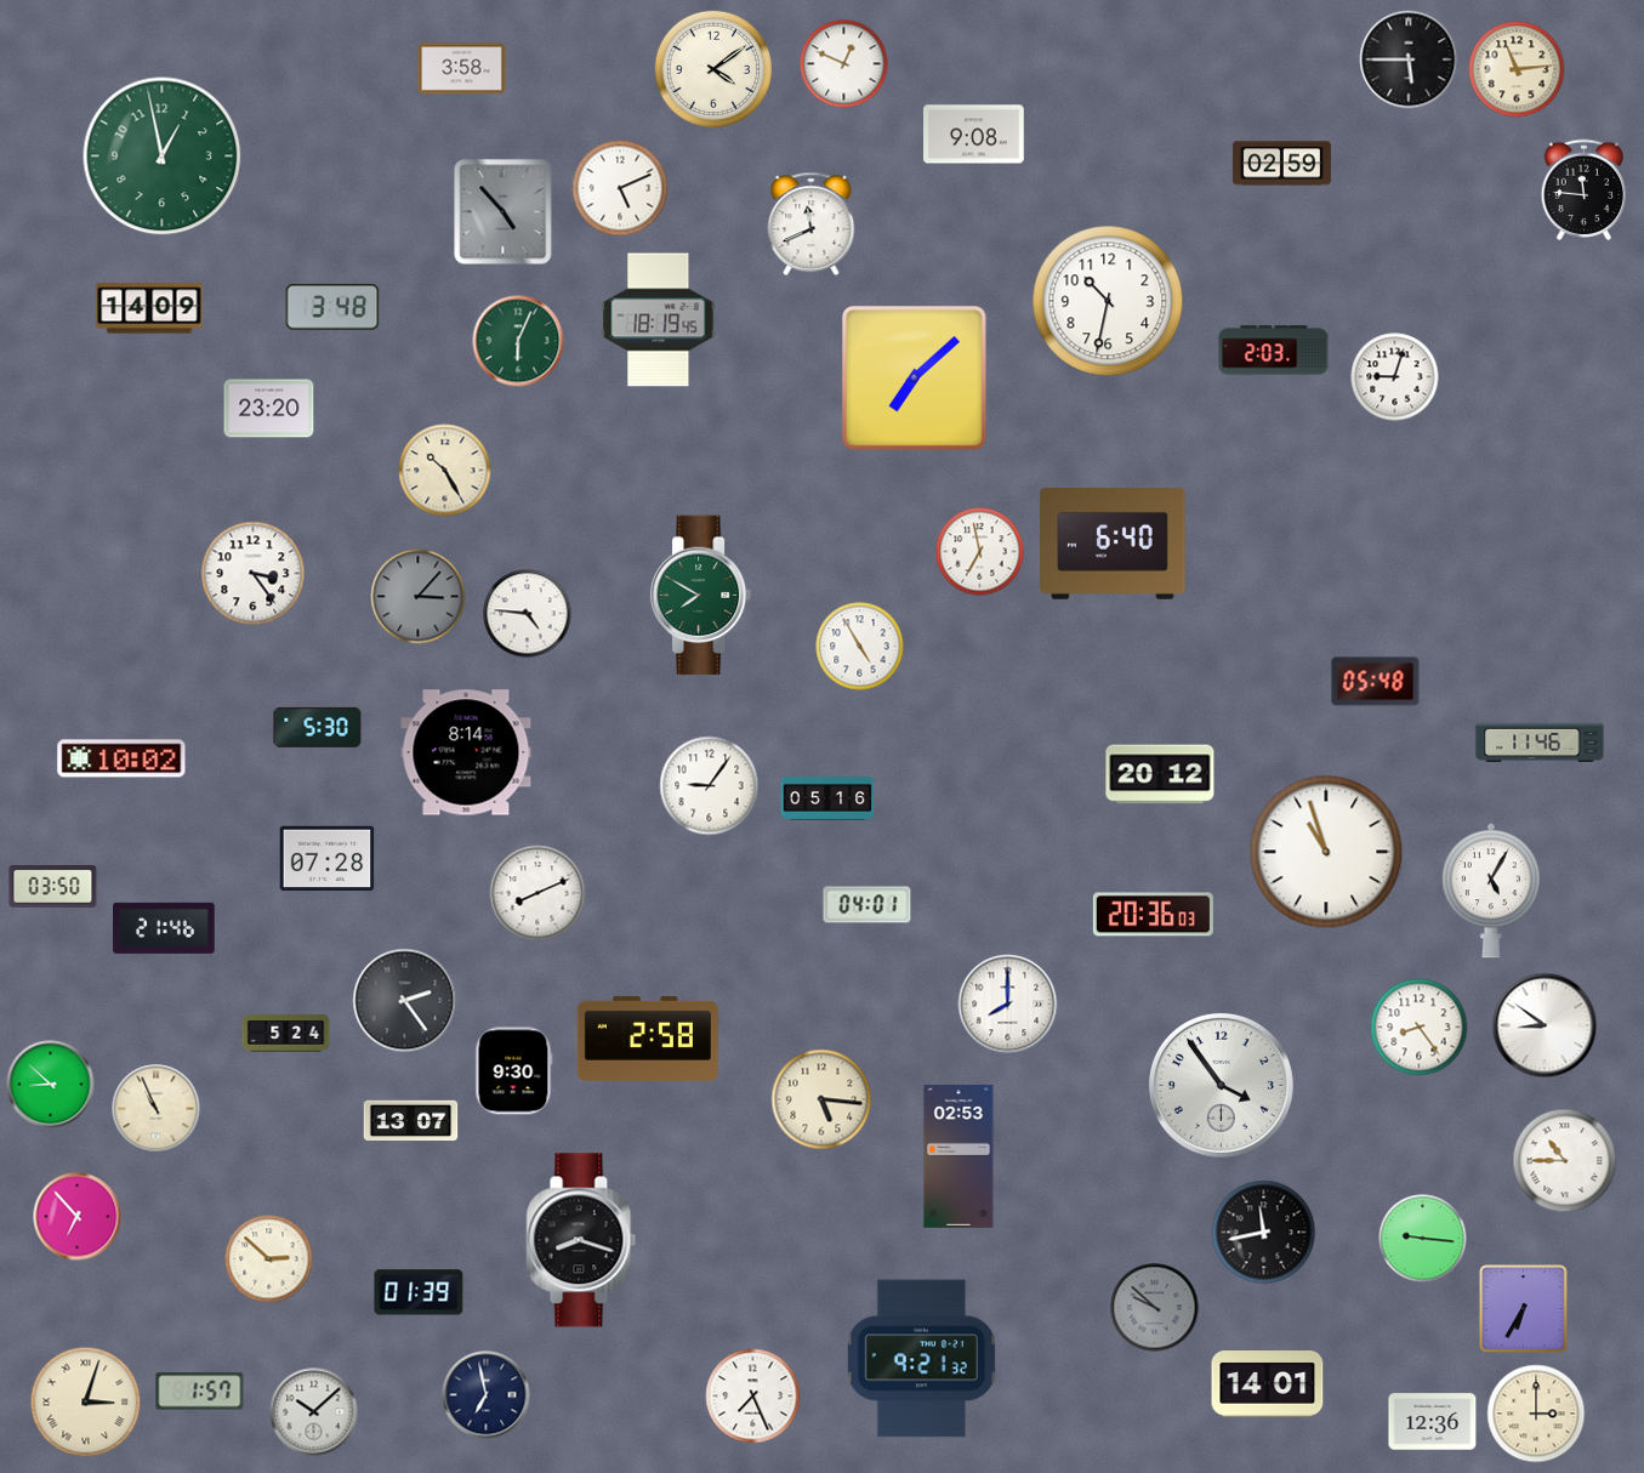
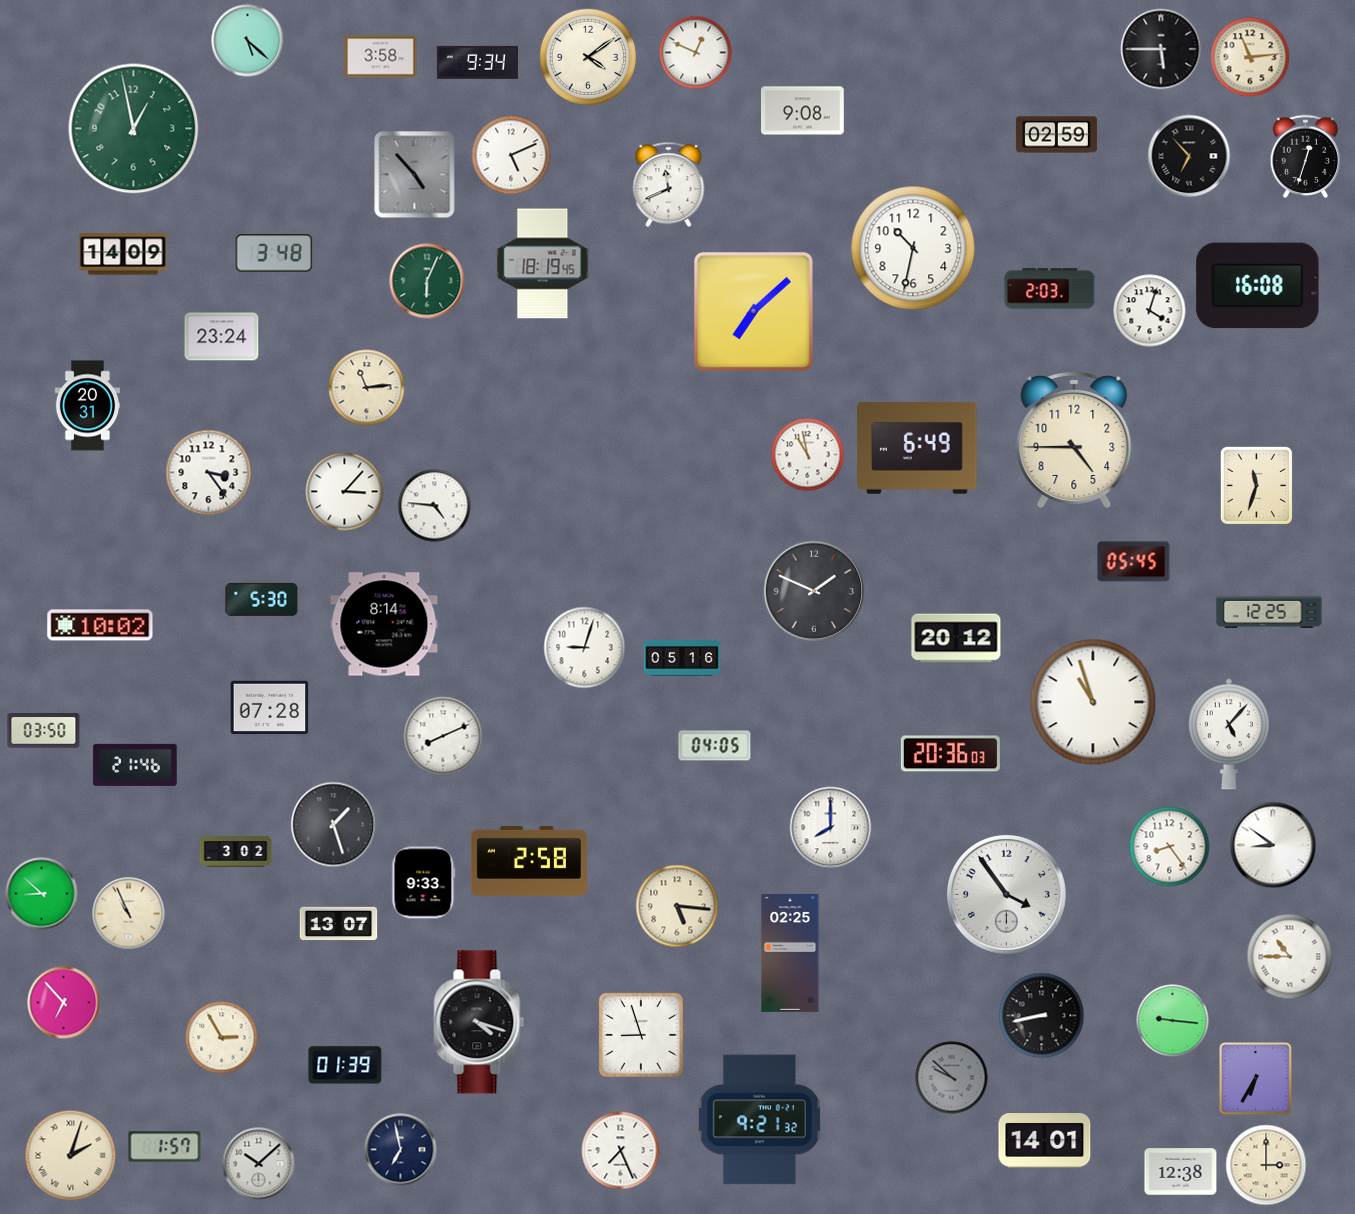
clock at (248, 41): none -> 5:22
clock at (477, 62): none -> 9:34
clock at (1189, 156): none -> 6:53
clock at (1585, 190): 11:46 -> 12:33
clock at (1258, 286): none -> 16:08
clock at (1395, 377): 9:03 -> 4:03
clock at (269, 409): 23:20 -> 23:24
clock at (445, 471): 10:25 -> 11:14
clock at (87, 406): none -> 20:31
clock at (1074, 439): none -> 4:45
clock at (1113, 545): 6:40 -> 6:49
clock at (980, 552): 6:58 -> 10:58
clock at (1256, 485): none -> 11:33
clock at (701, 596): 7:50 -> none
clock at (419, 597) dial: grey -> white
clock at (860, 647): 4:55 -> none
clock at (1376, 682): 05:48 -> 05:45
clock at (814, 591): none -> 1:49
clock at (1540, 743): 11:46 -> 12:25
clock at (466, 752) position: (466, 752) -> (384, 624)
clock at (710, 786): 9:06 -> 9:03
clock at (1491, 891): 5:05 -> 5:07
clock at (867, 905): 04:01 -> 04:05
clock at (405, 1001): 2:24 -> 1:27
clock at (286, 1034): 5:24 -> 3:02
clock at (648, 1039) position: (648, 1039) -> (529, 861)
clock at (514, 1071): 9:30 -> 9:33
clock at (958, 1156): 02:53 -> 02:25
clock at (1264, 1233): 11:43 -> 8:43
clock at (581, 1240): 8:18 -> 4:18
clock at (641, 1035): none -> 8:57
clock at (269, 1259): 2:52 -> 2:55
clock at (86, 1403): 3:03 -> 2:03
clock at (1433, 1422): 12:36 -> 12:38
